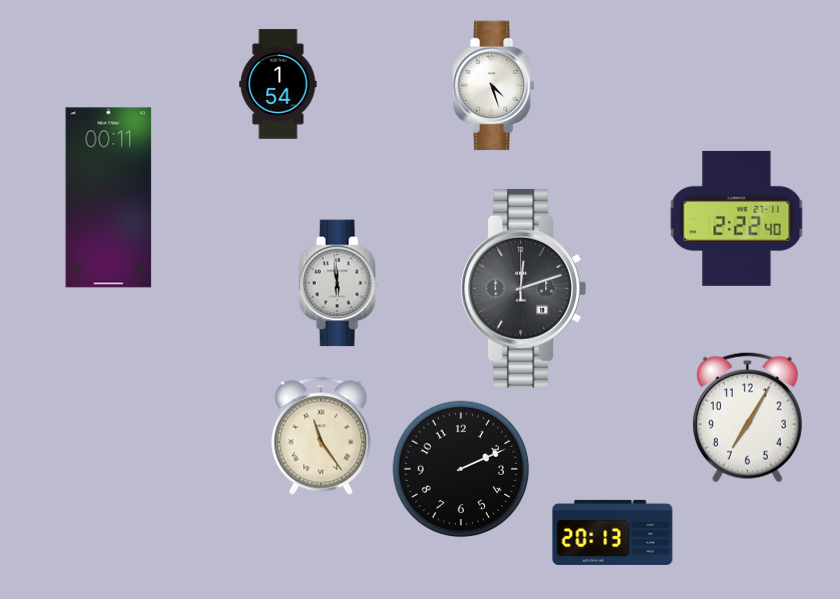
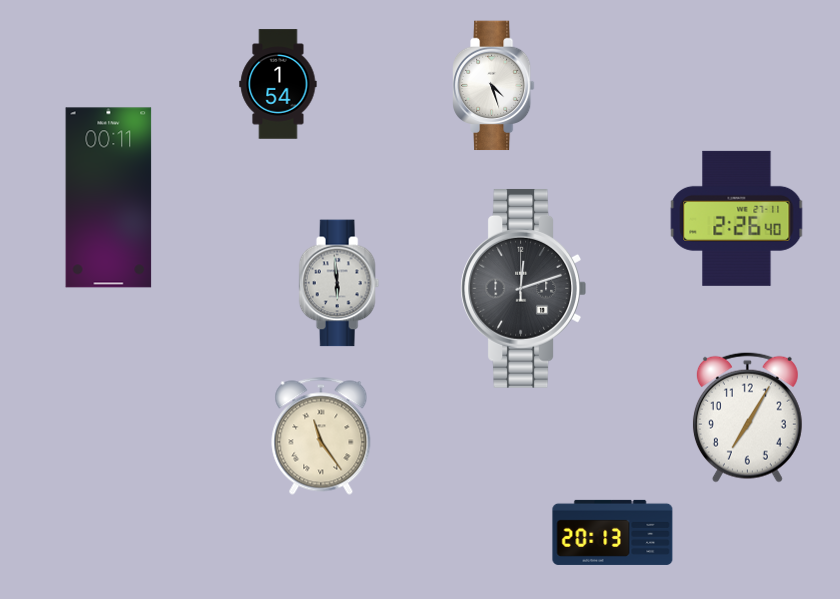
clock at (737, 218): 2:22 -> 2:26
clock at (461, 469): 2:11 -> none
